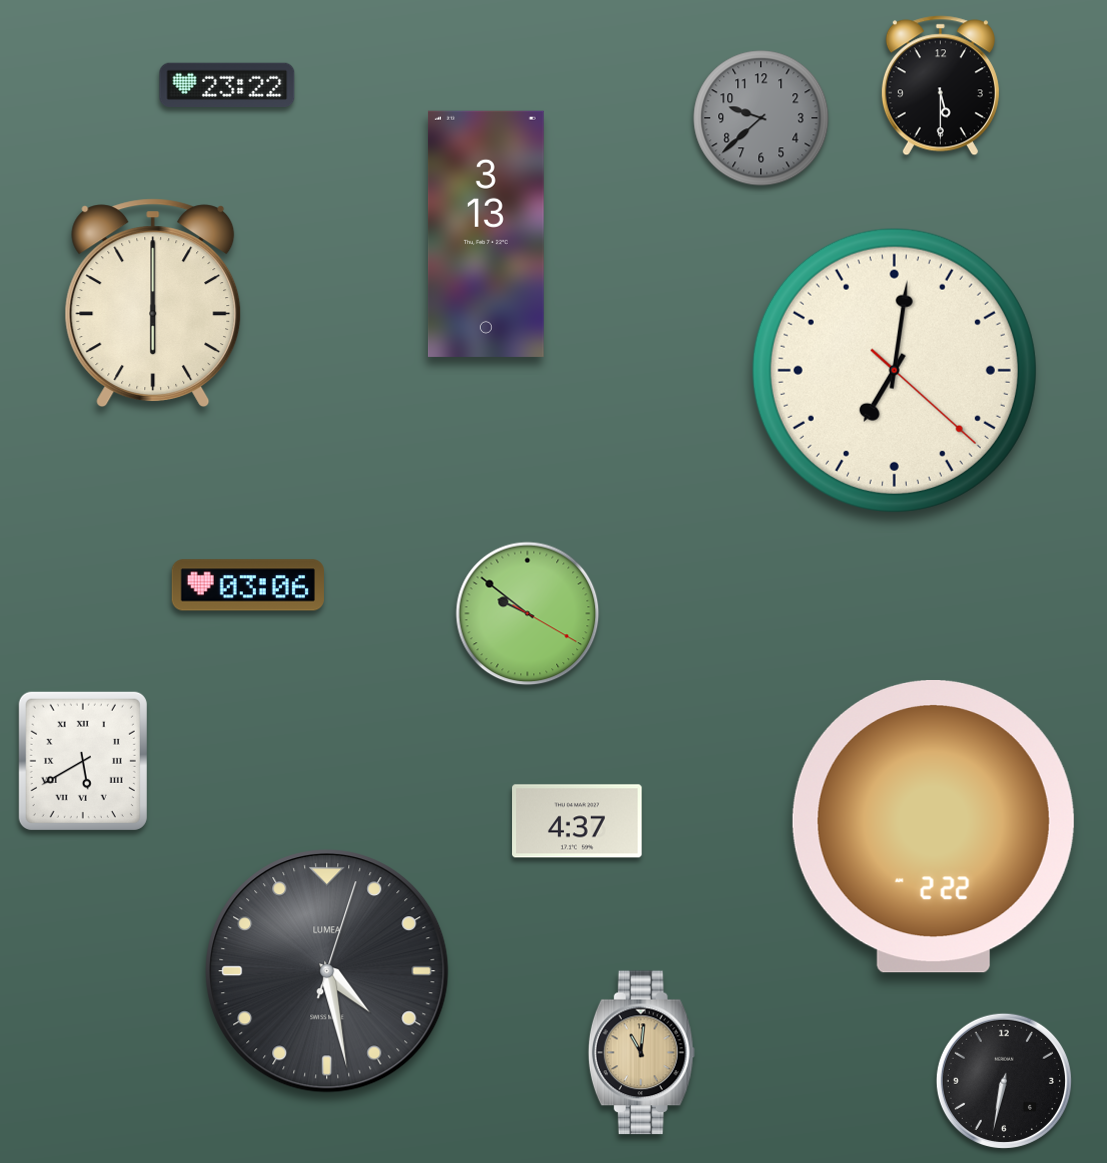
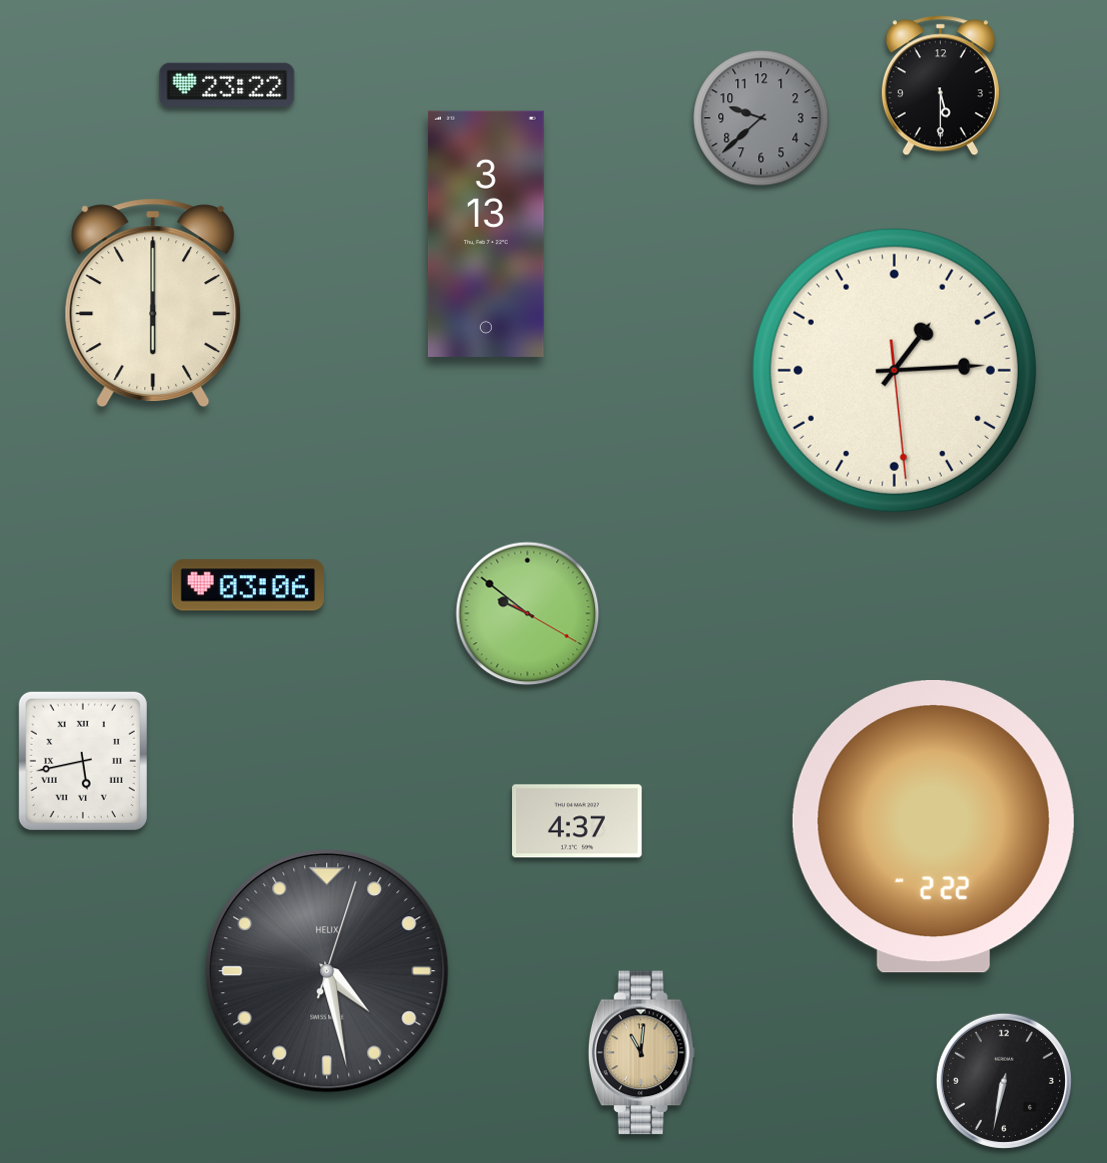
clock at (894, 370): 7:01 -> 1:14
clock at (83, 761): 5:40 -> 5:43
clock at (327, 971) brand: LUMEA -> HELIX
